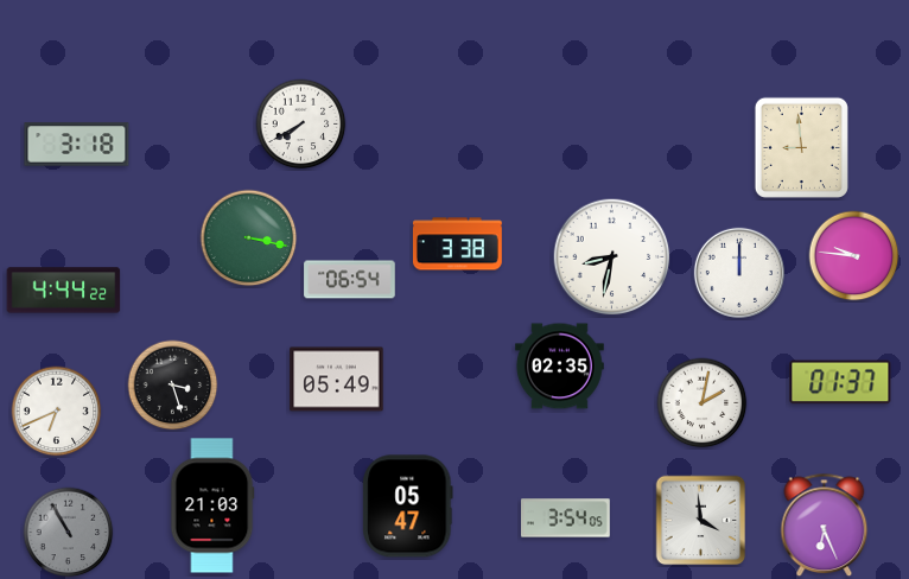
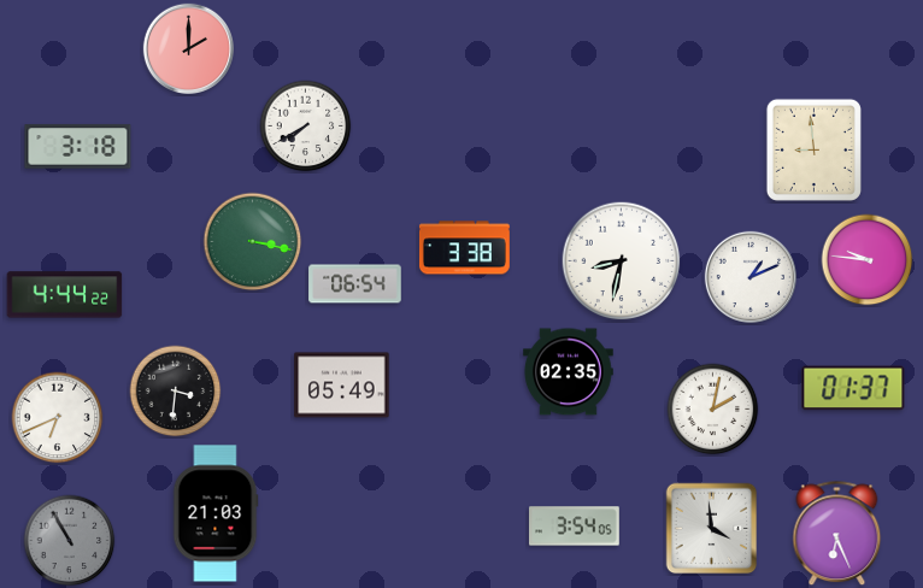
clock at (188, 48): none -> 2:00
clock at (738, 272): 12:00 -> 1:11
clock at (173, 386): 3:27 -> 3:31
clock at (408, 507): 05:47 -> none
